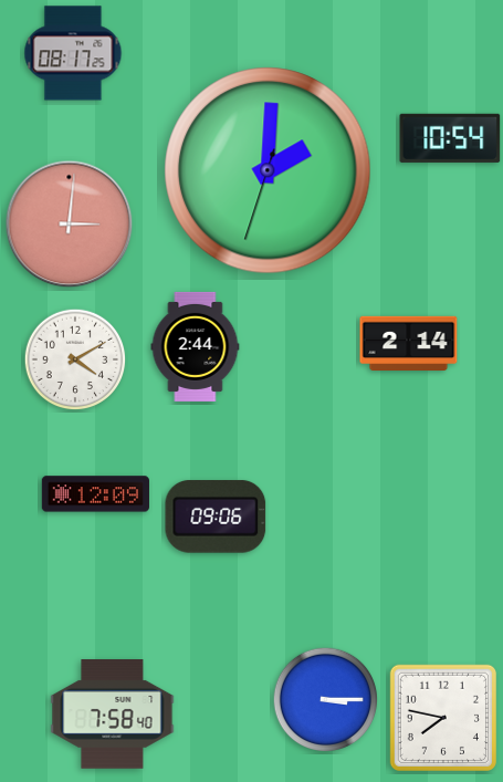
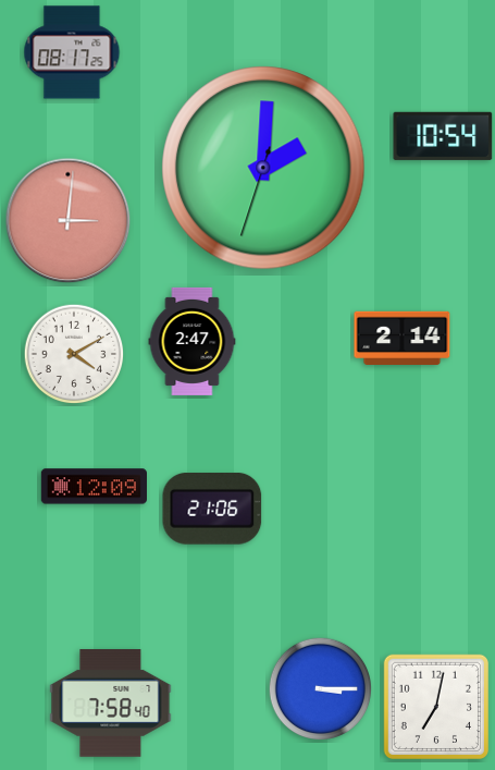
clock at (196, 346): 2:44 -> 2:47
clock at (216, 518): 09:06 -> 21:06
clock at (442, 717): 7:47 -> 7:02
